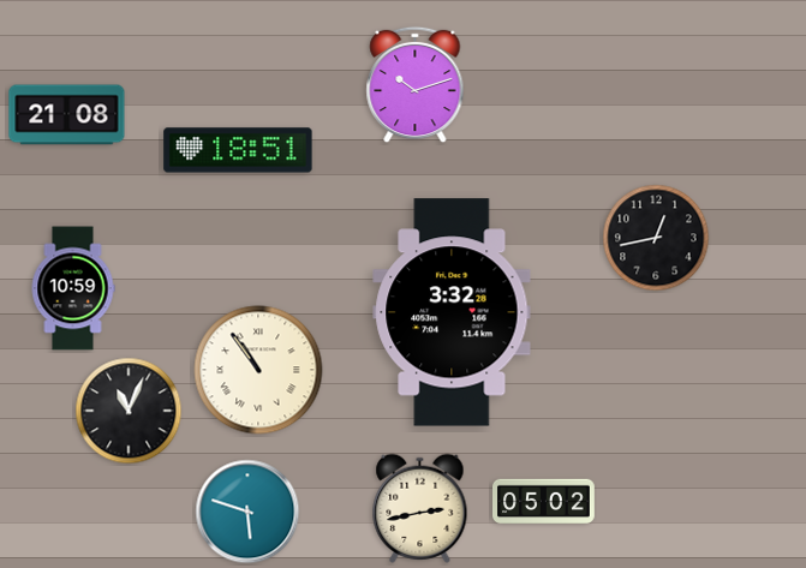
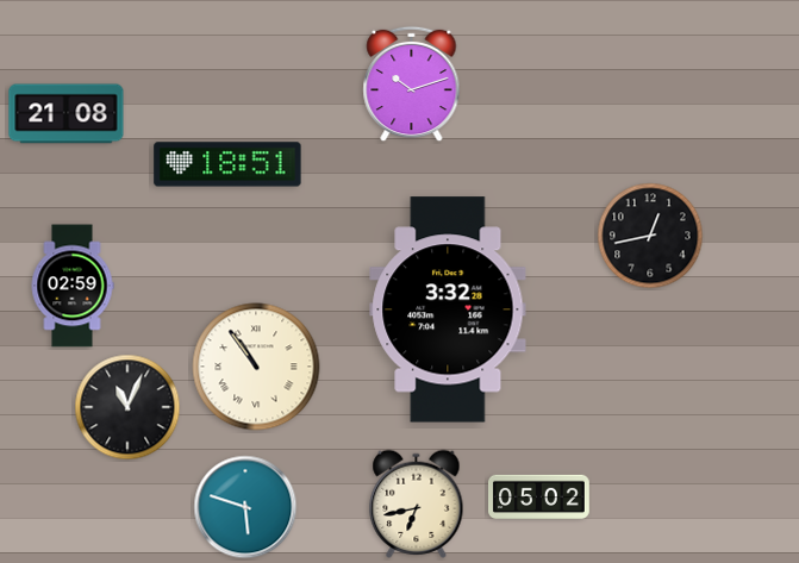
clock at (238, 150) position: (238, 150) -> (227, 164)
clock at (73, 288): 10:59 -> 02:59
clock at (420, 508): 2:43 -> 6:43
